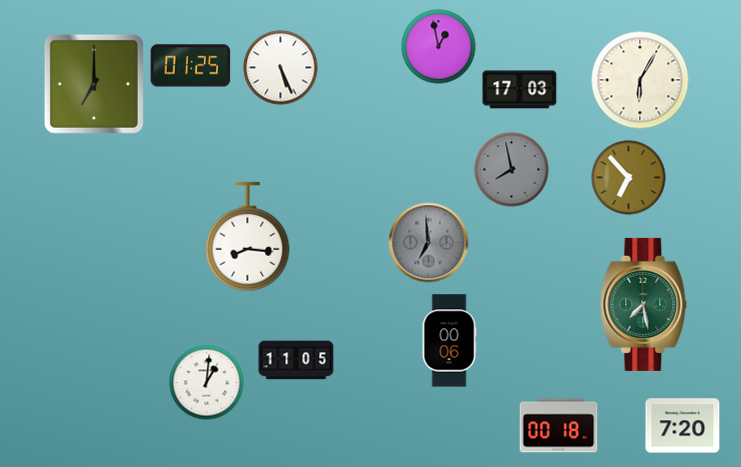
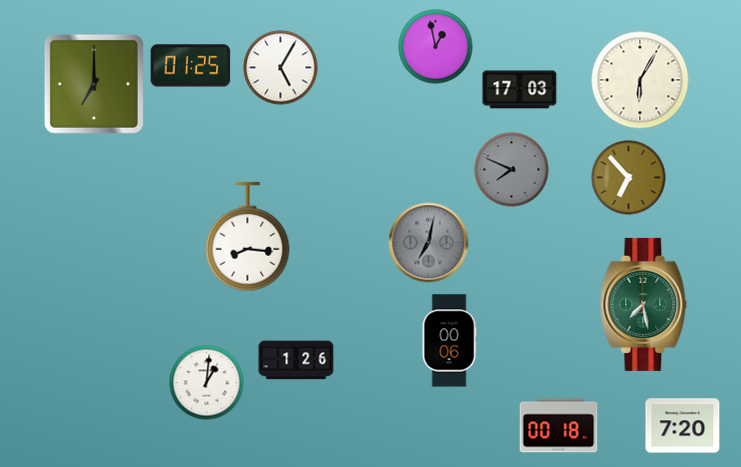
clock at (439, 47) position: (439, 47) -> (436, 47)
clock at (281, 68): 5:26 -> 5:05
clock at (512, 170): 7:58 -> 7:49
clock at (429, 243): 6:59 -> 7:02
clock at (296, 360): 11:05 -> 1:26
